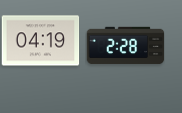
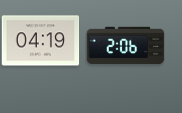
clock at (125, 46): 2:28 -> 2:06
